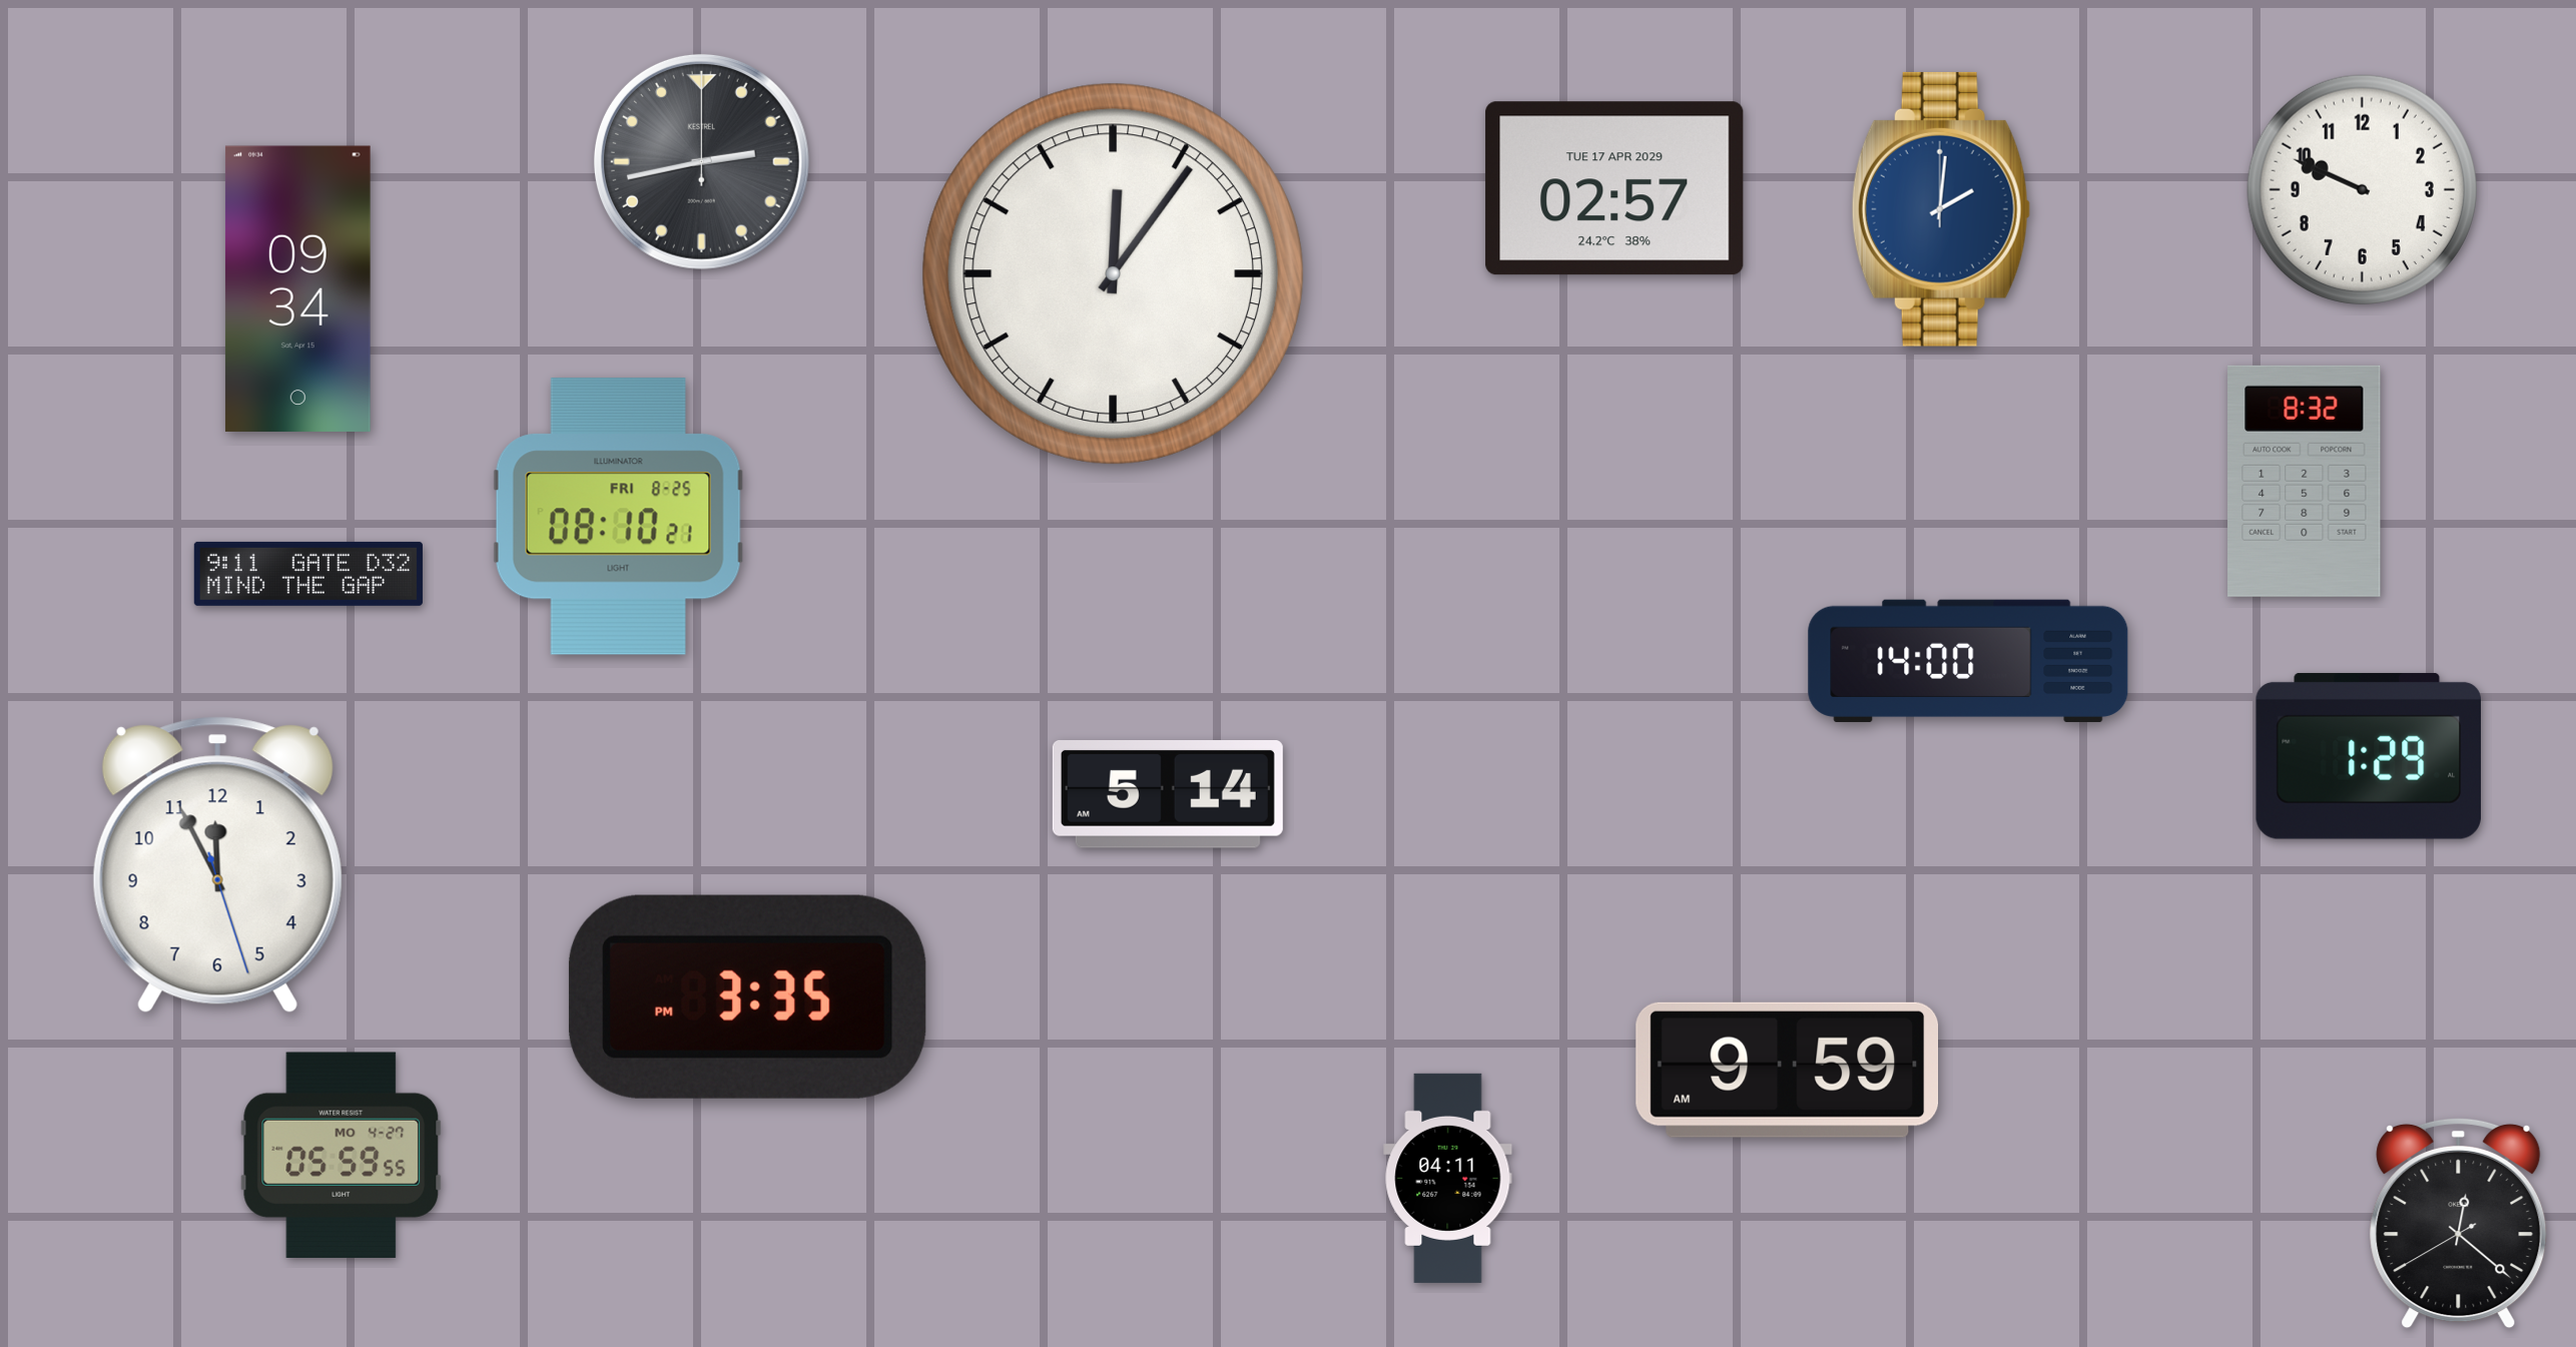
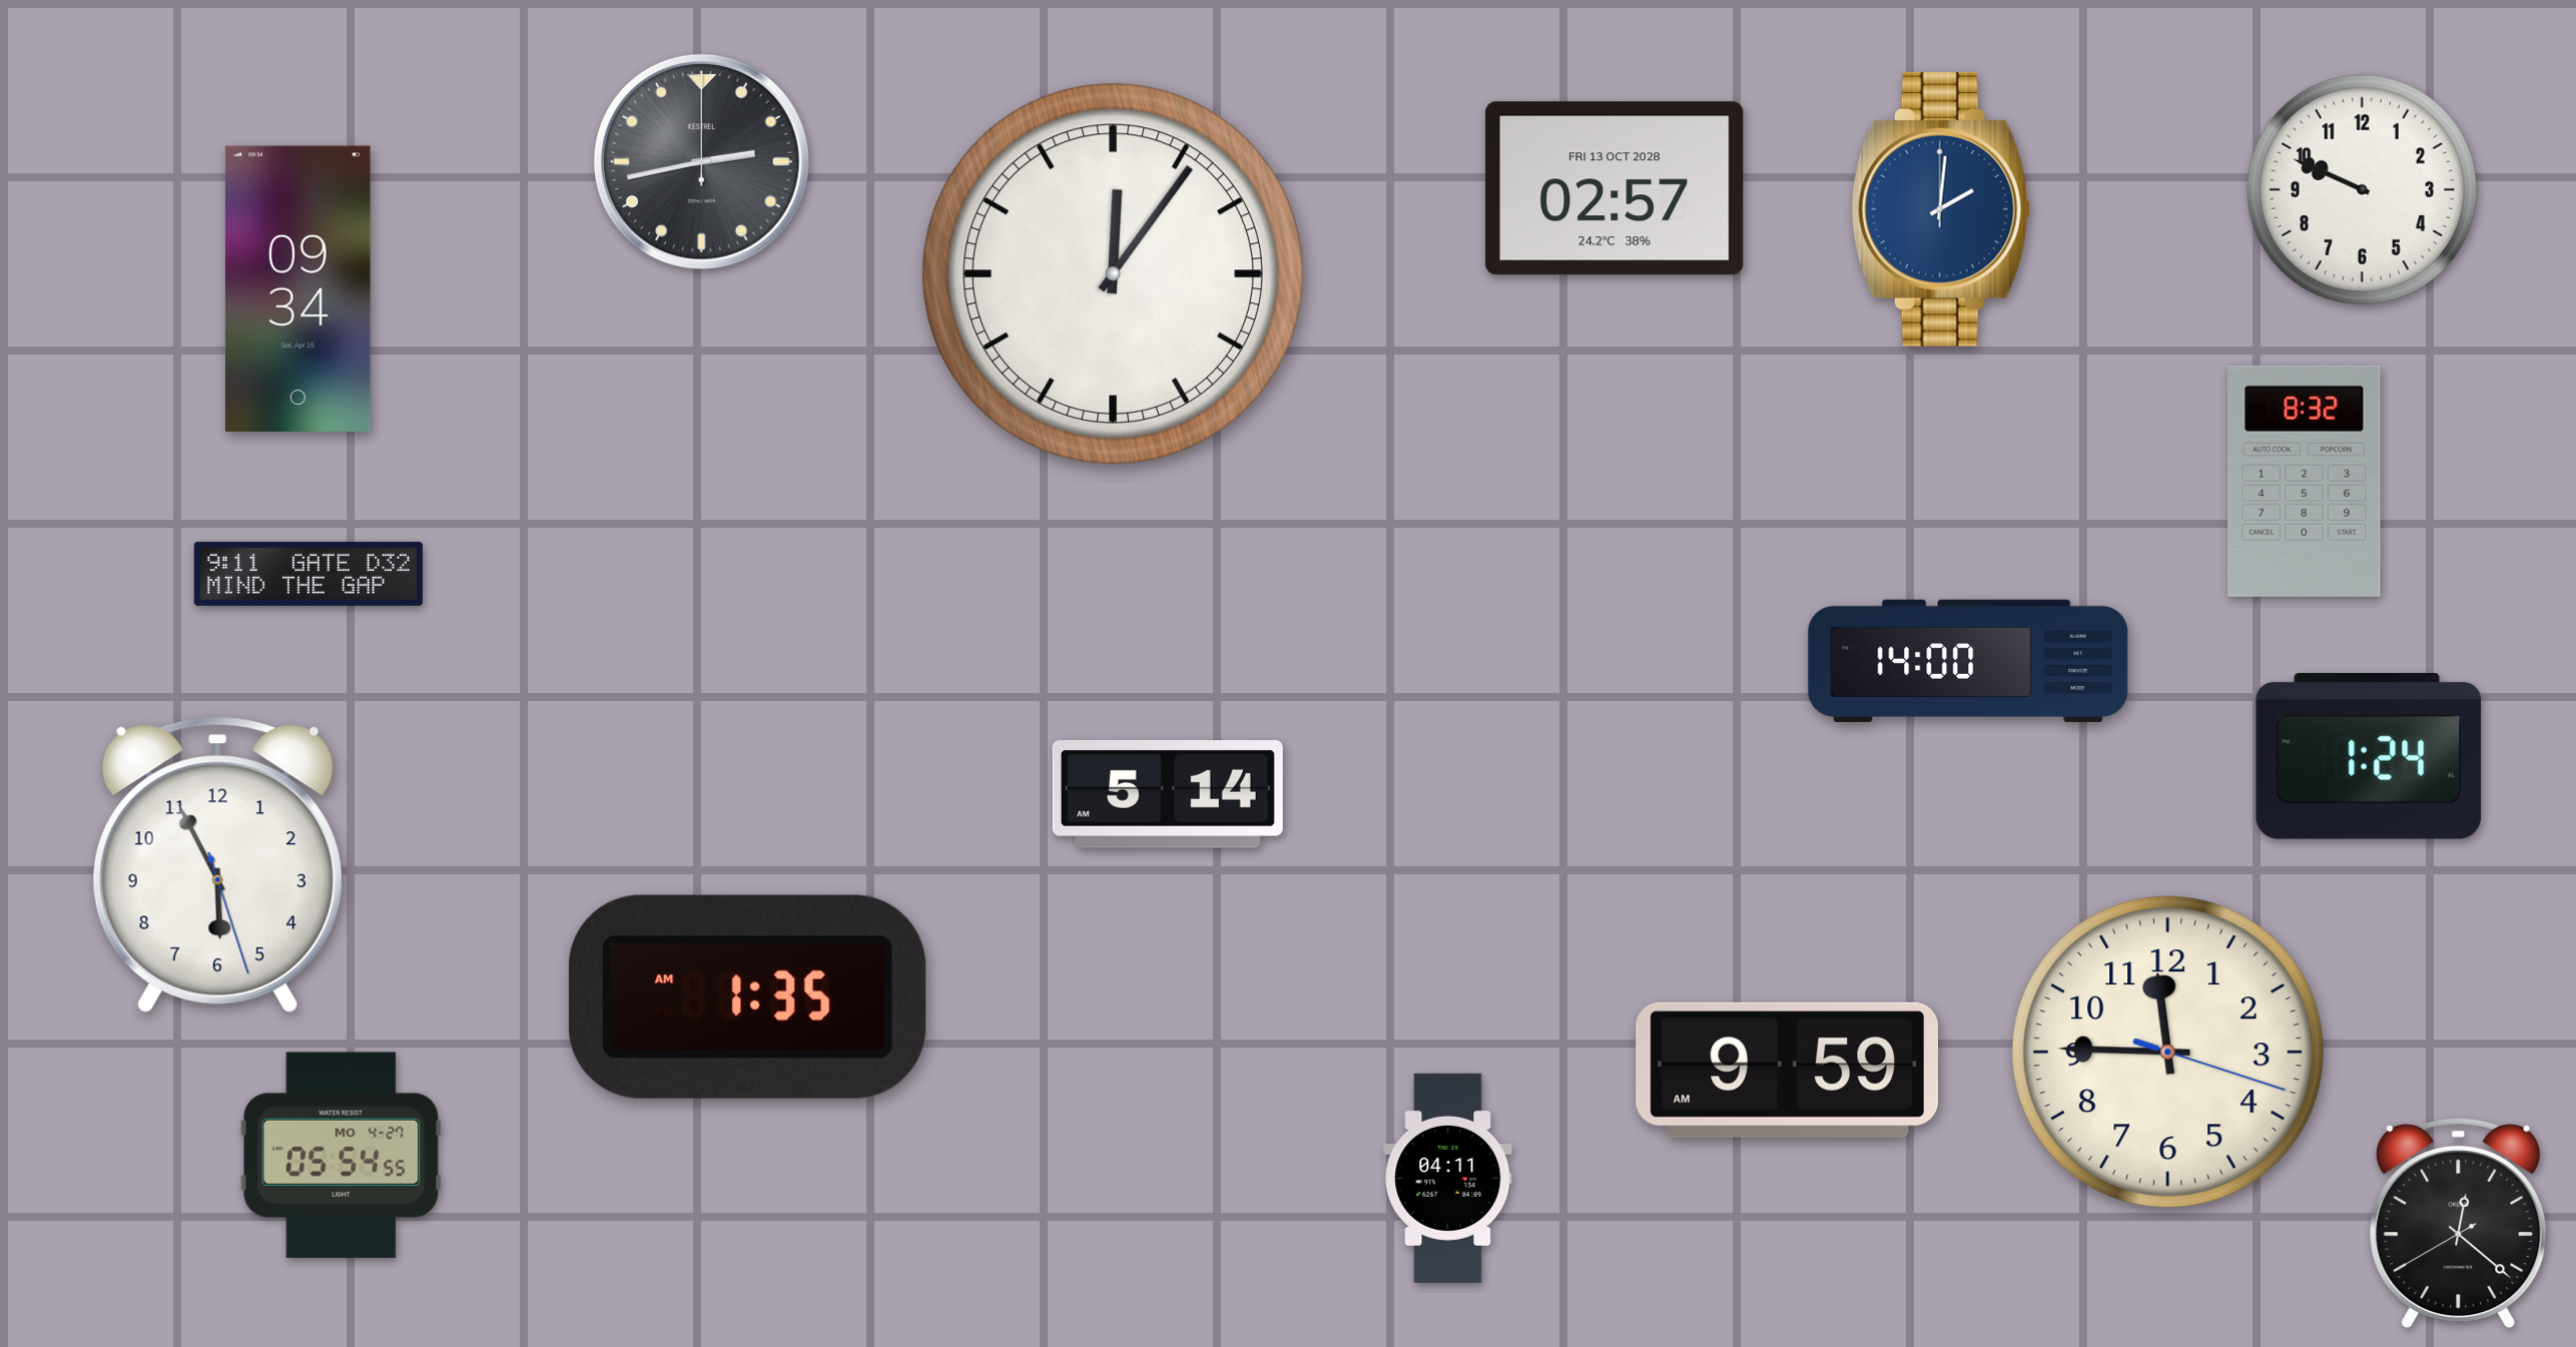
clock at (1615, 188) date: TUE 17 APR 2029 -> FRI 13 OCT 2028
clock at (618, 517): 08:10 -> none
clock at (2368, 756): 1:29 -> 1:24
clock at (217, 865): 11:55 -> 5:55
clock at (747, 996): 3:35 -> 1:35
clock at (2168, 1053): none -> 11:45
clock at (342, 1155): 05:59 -> 05:54
